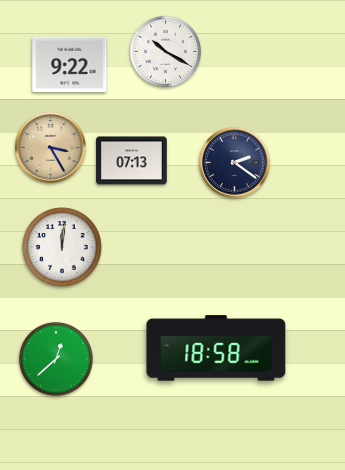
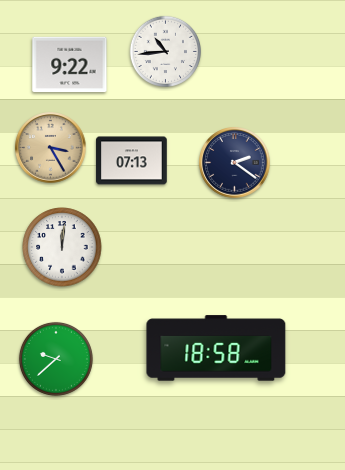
clock at (165, 51): 10:20 -> 10:44
clock at (56, 359): 12:38 -> 9:38
